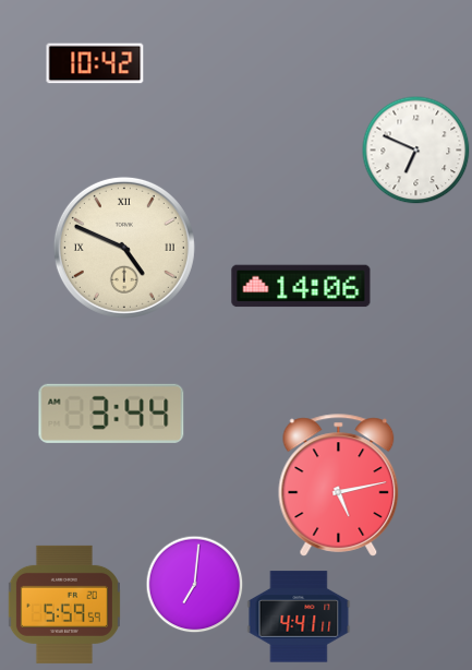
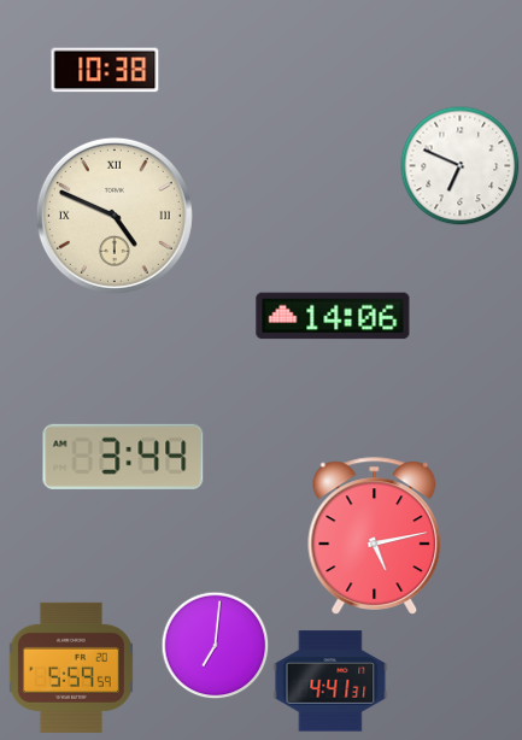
clock at (95, 63): 10:42 -> 10:38
clock at (124, 248) position: (124, 248) -> (115, 216)
clock at (299, 617): 4:41:11 -> 4:41:31
